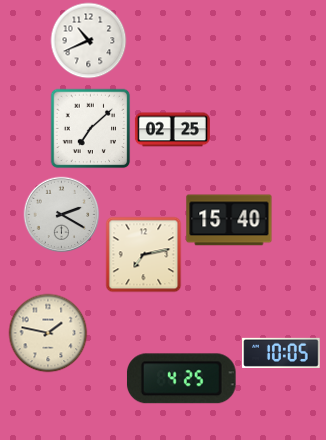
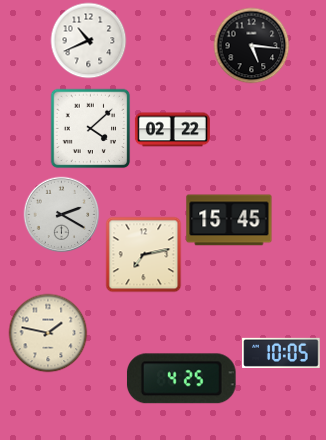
clock at (252, 46): none -> 5:16
clock at (91, 129): 7:08 -> 4:08
clock at (172, 130): 02:25 -> 02:22
clock at (229, 220): 15:40 -> 15:45
